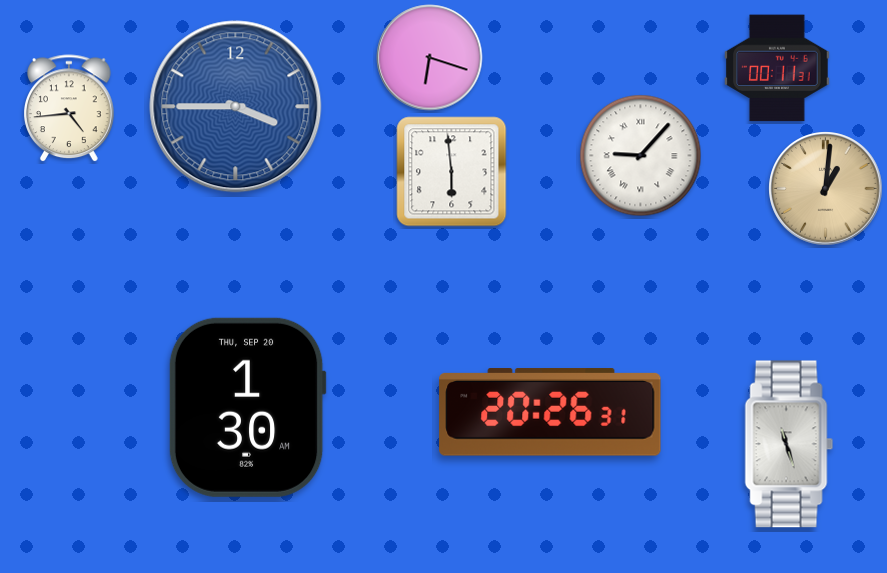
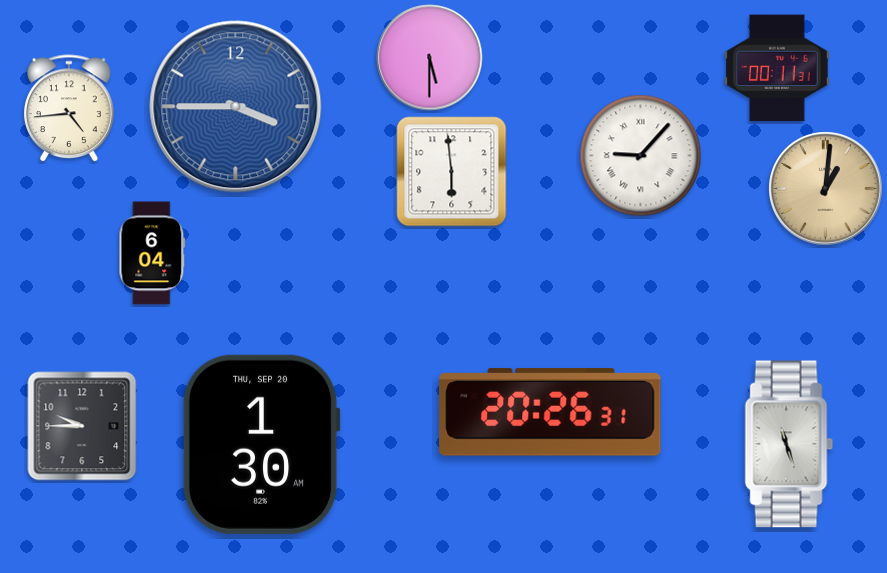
clock at (430, 58): 6:18 -> 5:30
clock at (152, 253): none -> 6:04
clock at (247, 407) position: (247, 407) -> (261, 444)
clock at (82, 426): none -> 9:45
